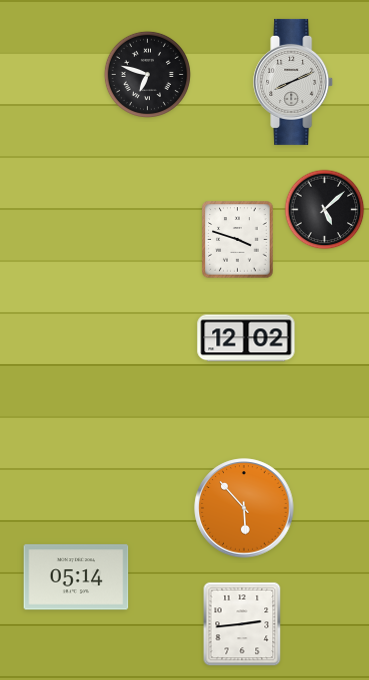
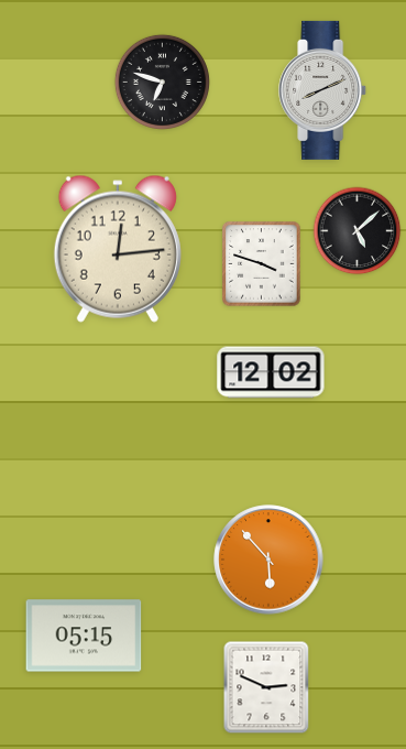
clock at (118, 249): none -> 12:14
clock at (76, 577): 05:14 -> 05:15
clock at (242, 624): 2:44 -> 2:49
